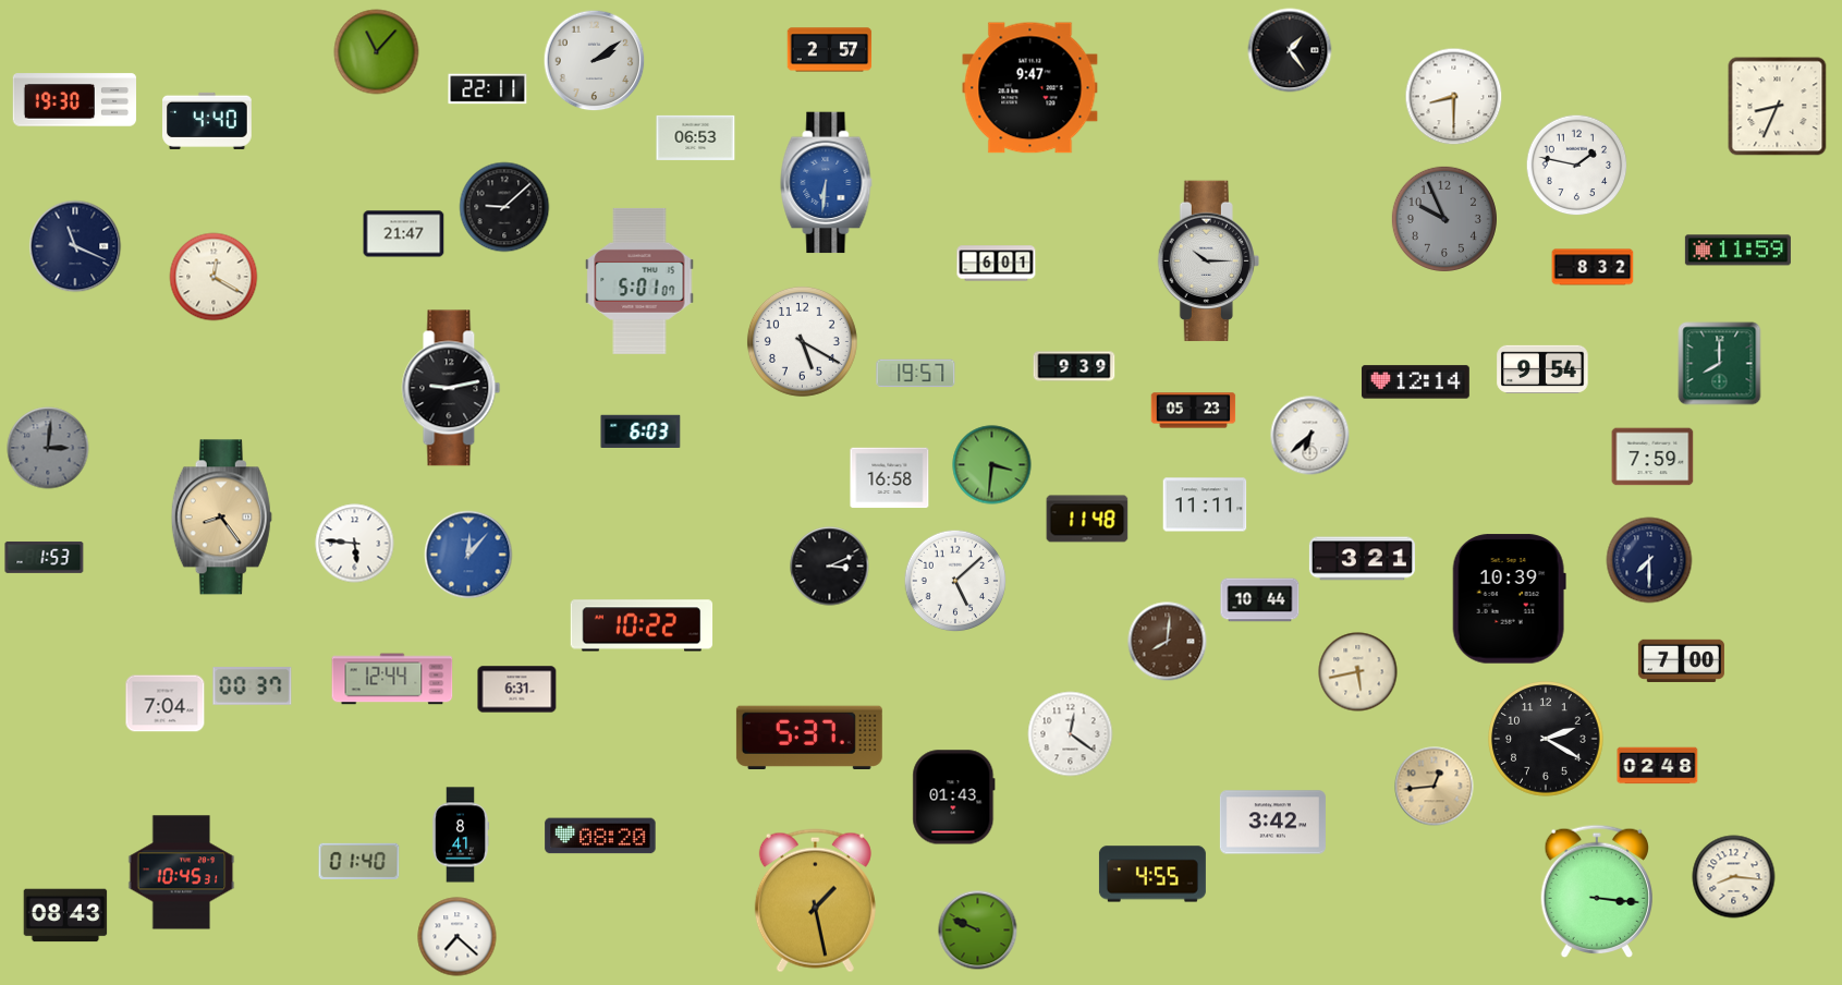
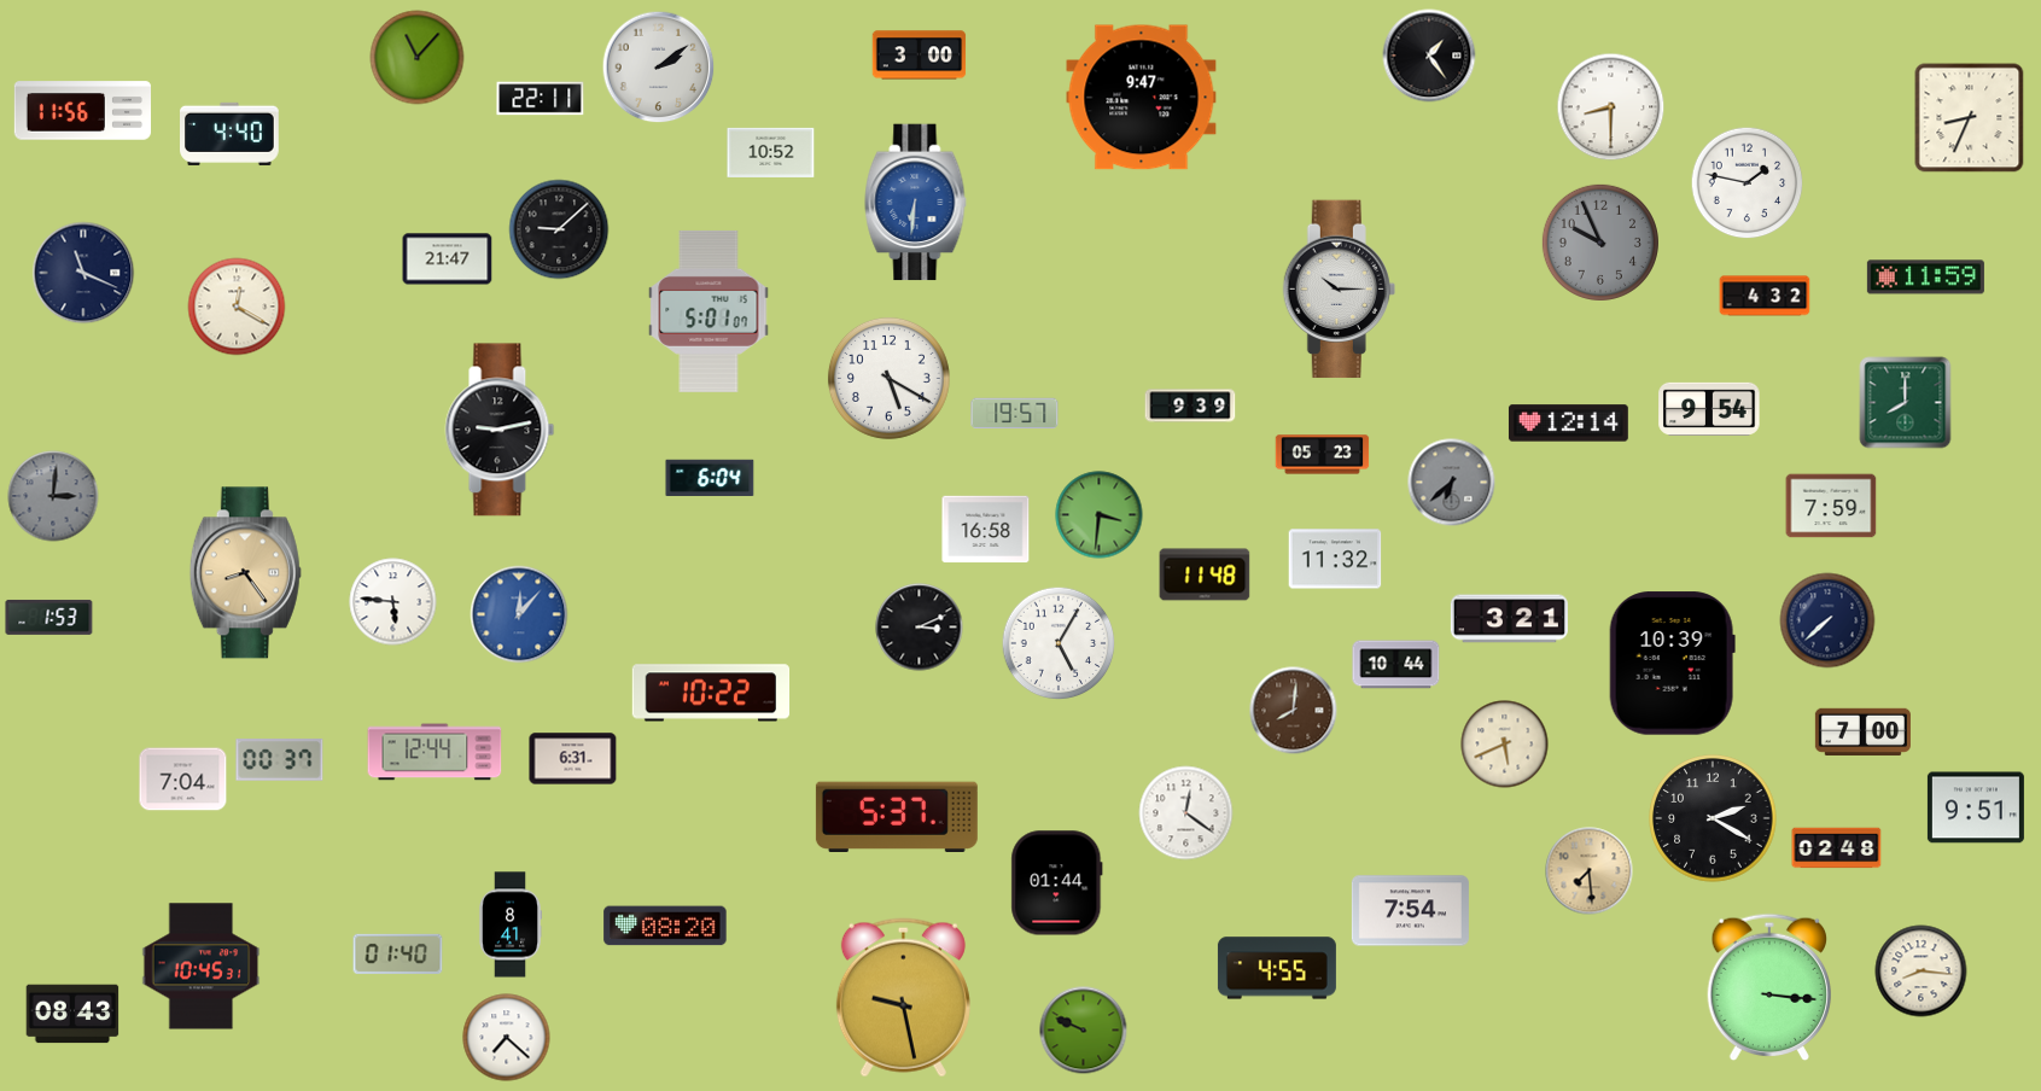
clock at (830, 50): 2:57 -> 3:00
clock at (74, 100): 19:30 -> 11:56
clock at (696, 137): 06:53 -> 10:52
clock at (997, 264): 6:01 -> none
clock at (1593, 267): 8:32 -> 4:32
clock at (641, 430): 6:03 -> 6:04
clock at (1310, 436) dial: white -> grey
clock at (1205, 504): 11:11 -> 11:32
clock at (1649, 560): 7:30 -> 7:38
clock at (955, 581): 5:08 -> 5:05
clock at (1358, 672): 5:43 -> 5:41
clock at (517, 690) position: (517, 690) -> (573, 759)
clock at (1976, 807): none -> 9:51
clock at (1435, 787): 12:44 -> 7:29
clock at (954, 798): 01:43 -> 01:44
clock at (1272, 823): 3:42 -> 7:54
clock at (815, 901): 1:28 -> 9:28
